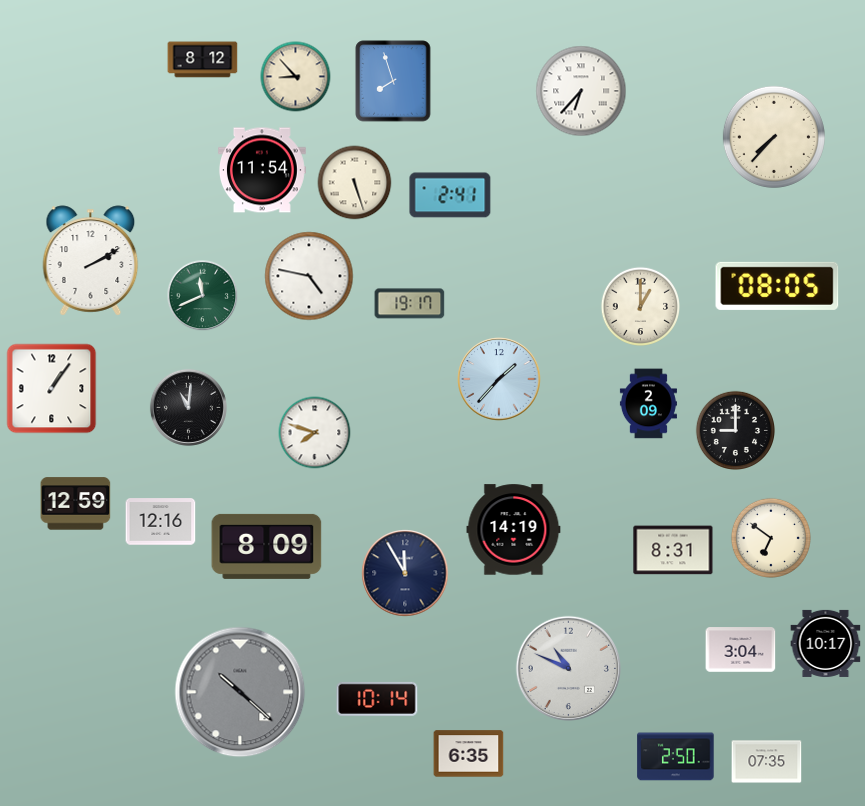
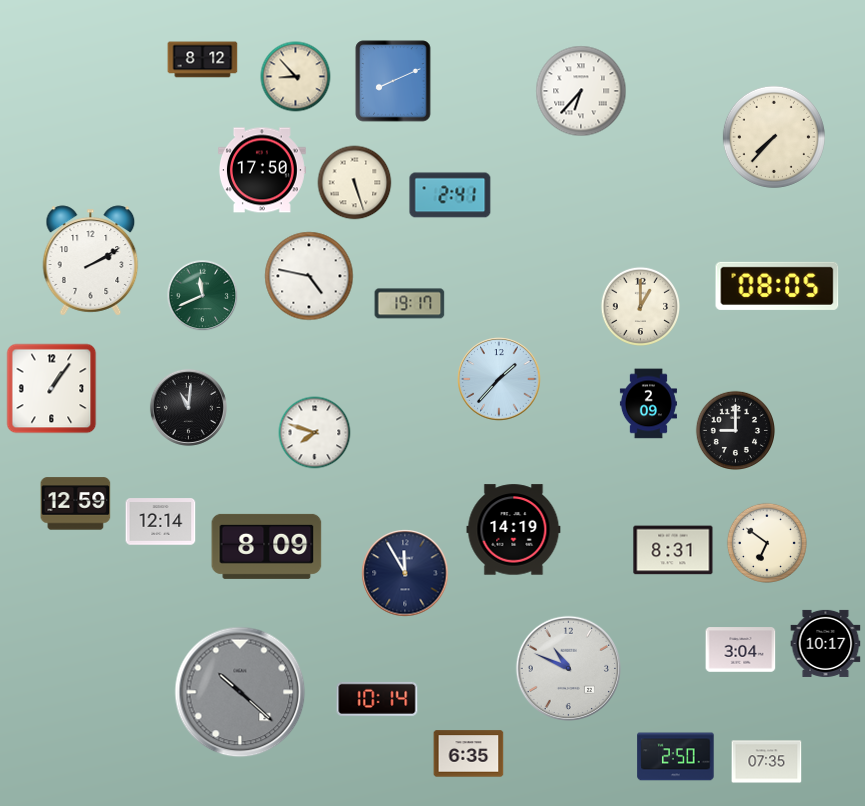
clock at (393, 81): 7:57 -> 8:11
clock at (262, 170): 11:54 -> 17:50
clock at (161, 522): 12:16 -> 12:14
clock at (771, 538) position: (771, 538) -> (767, 543)
